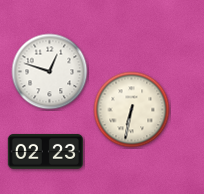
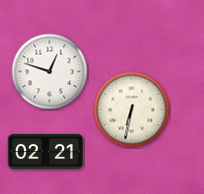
clock at (45, 151): 02:23 -> 02:21
